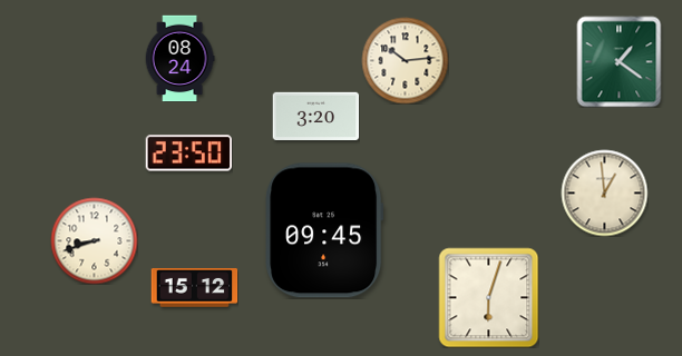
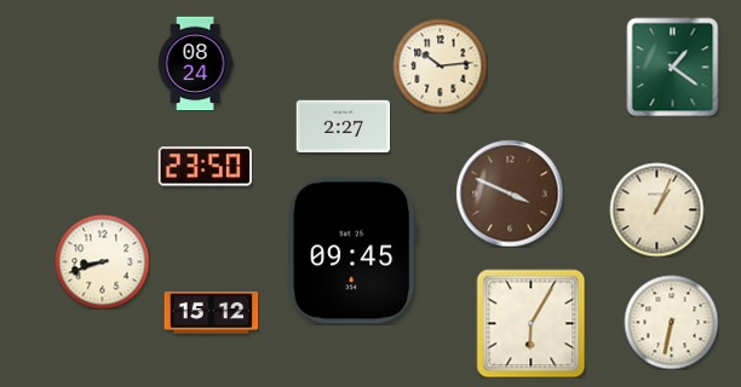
clock at (315, 116): 3:20 -> 2:27
clock at (510, 193): none -> 3:49
clock at (604, 192): 12:59 -> 1:04
clock at (671, 322): none -> 6:32
clock at (488, 297): 6:03 -> 6:05
